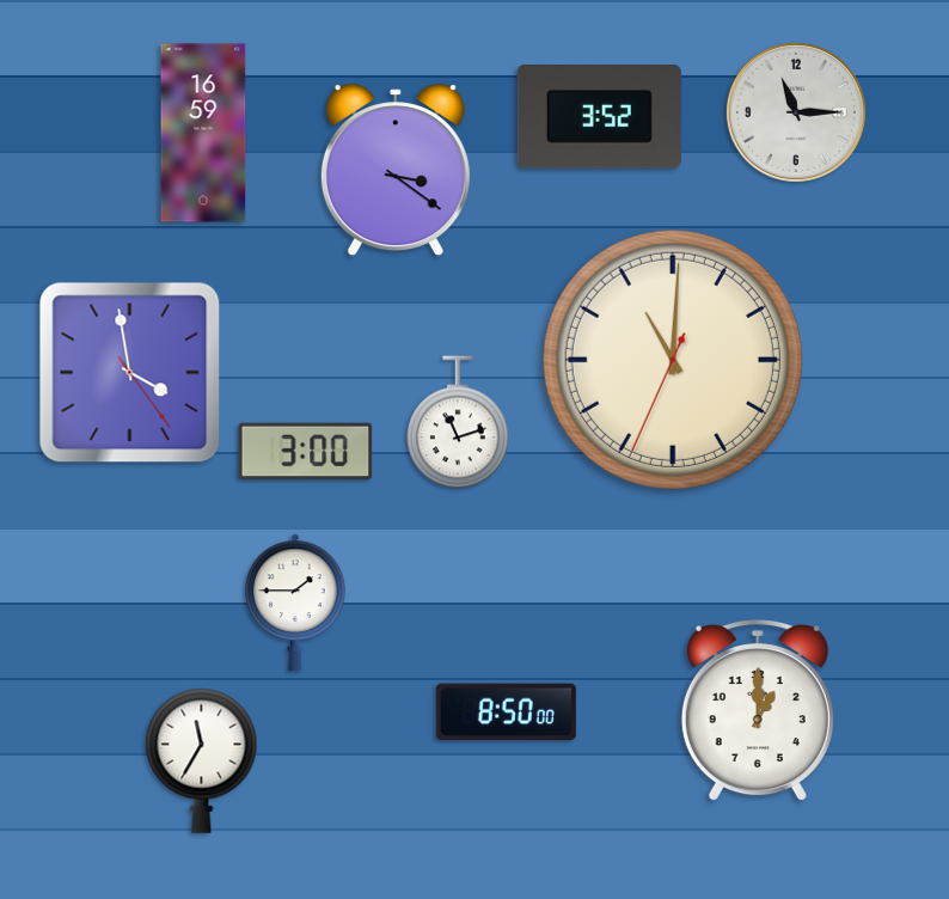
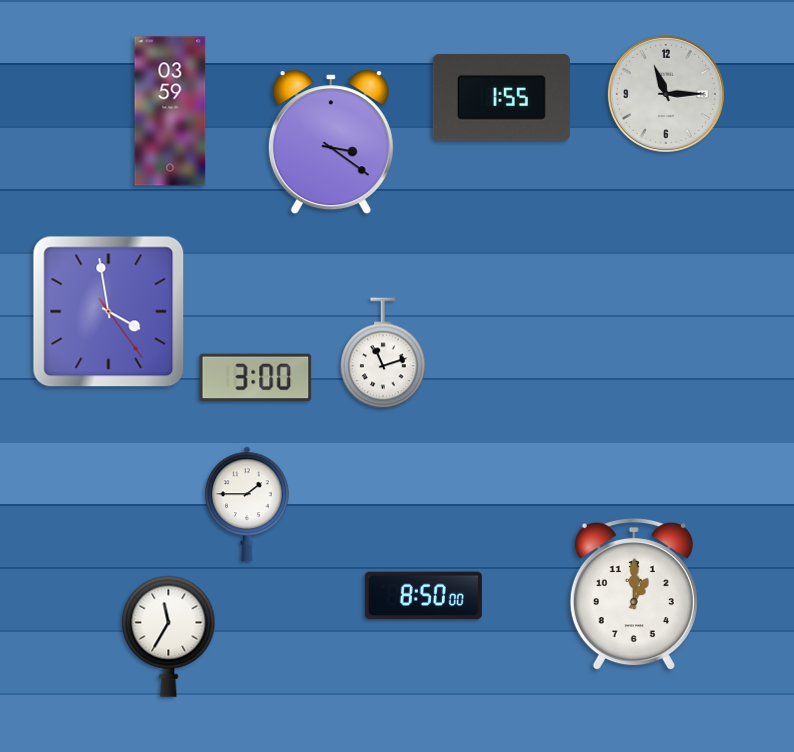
clock at (599, 117): 3:52 -> 1:55
clock at (203, 133): 16:59 -> 03:59
clock at (673, 360): 11:00 -> none
